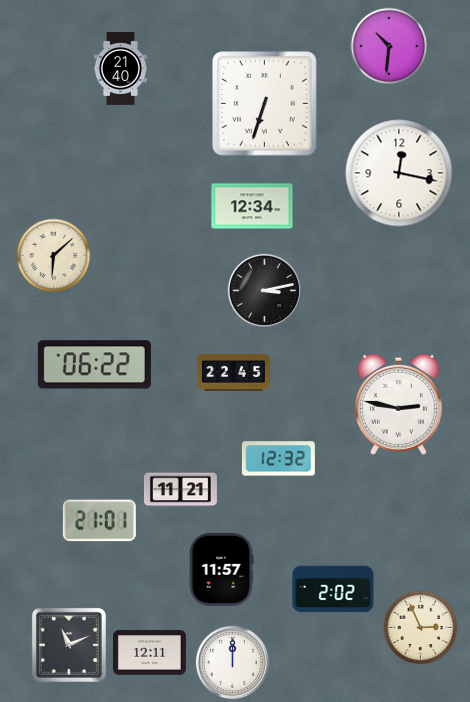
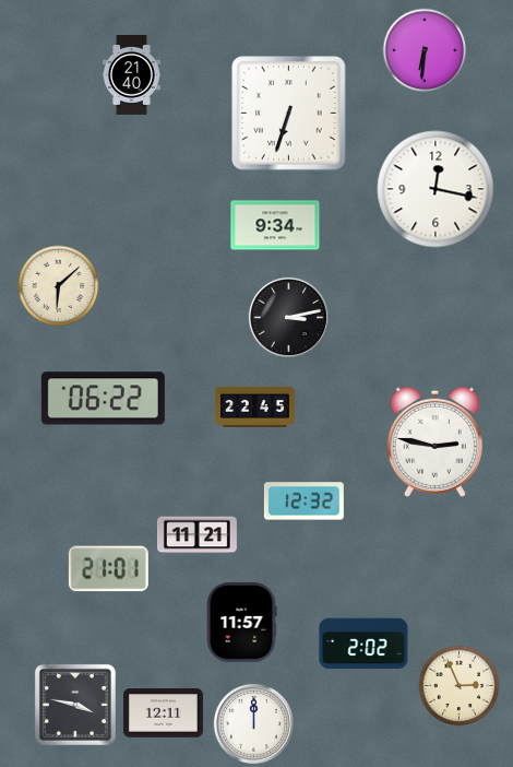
clock at (389, 46): 10:31 -> 6:31
clock at (252, 206): 12:34 -> 9:34
clock at (54, 256) position: (54, 256) -> (59, 286)
clock at (69, 645): 11:11 -> 3:47
